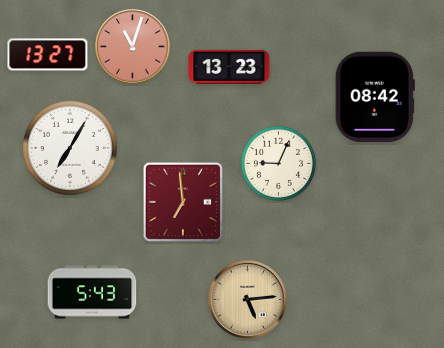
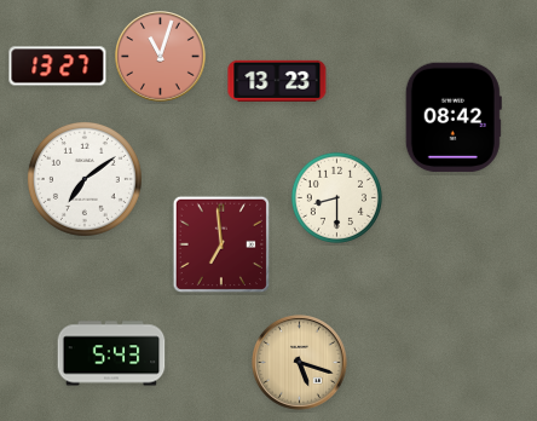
clock at (70, 148): 7:05 -> 7:09
clock at (278, 163): 9:04 -> 8:30
clock at (248, 300): 5:14 -> 5:18
